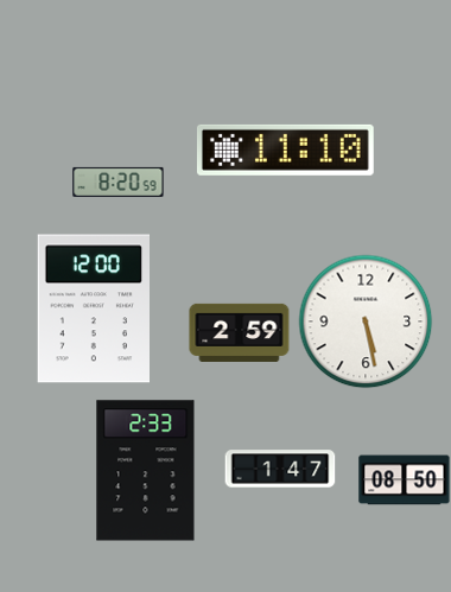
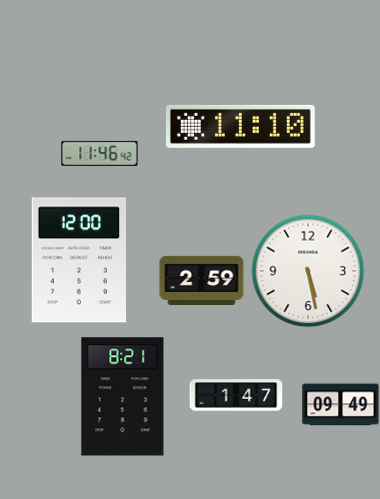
clock at (119, 182): 8:20 -> 11:46
clock at (146, 471): 2:33 -> 8:21
clock at (405, 480): 08:50 -> 09:49
